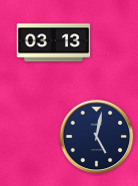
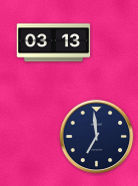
clock at (97, 137): 5:02 -> 6:59
